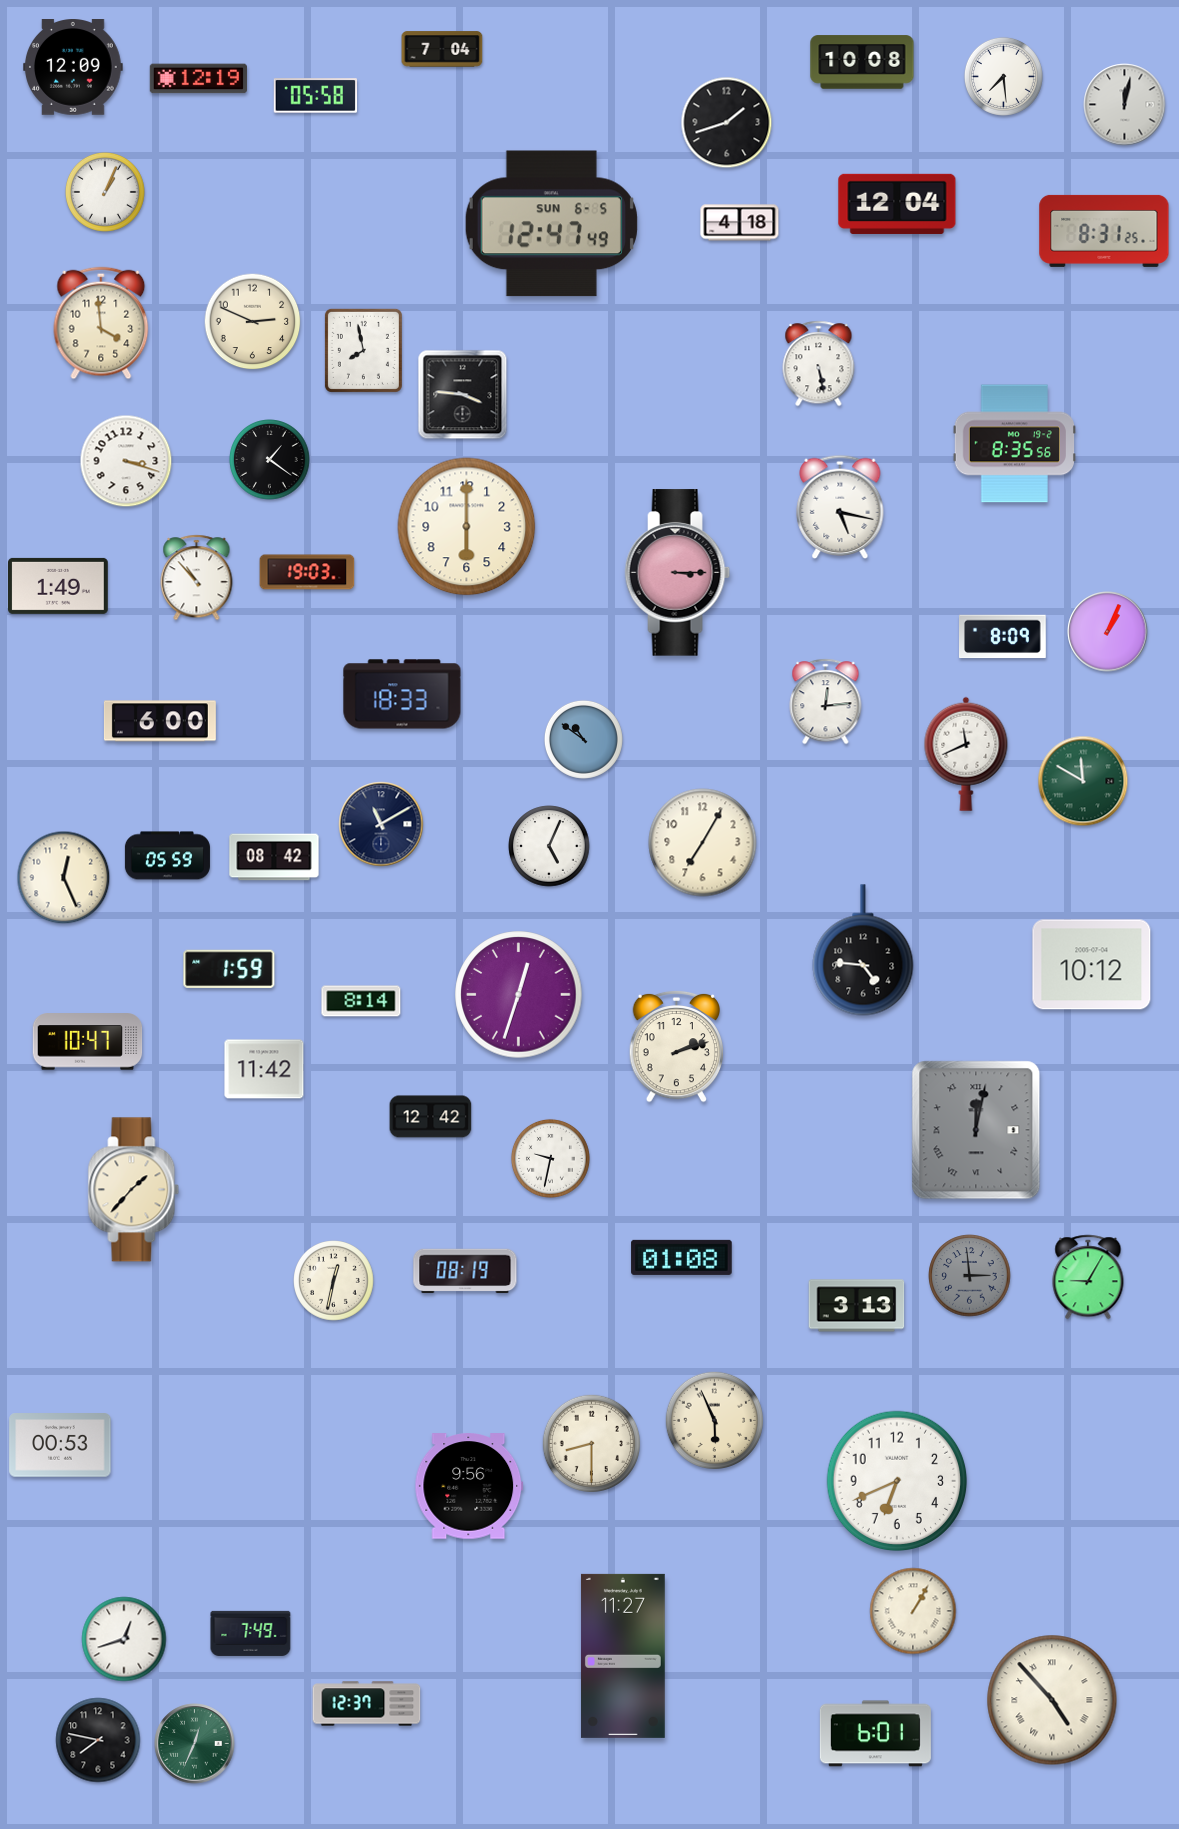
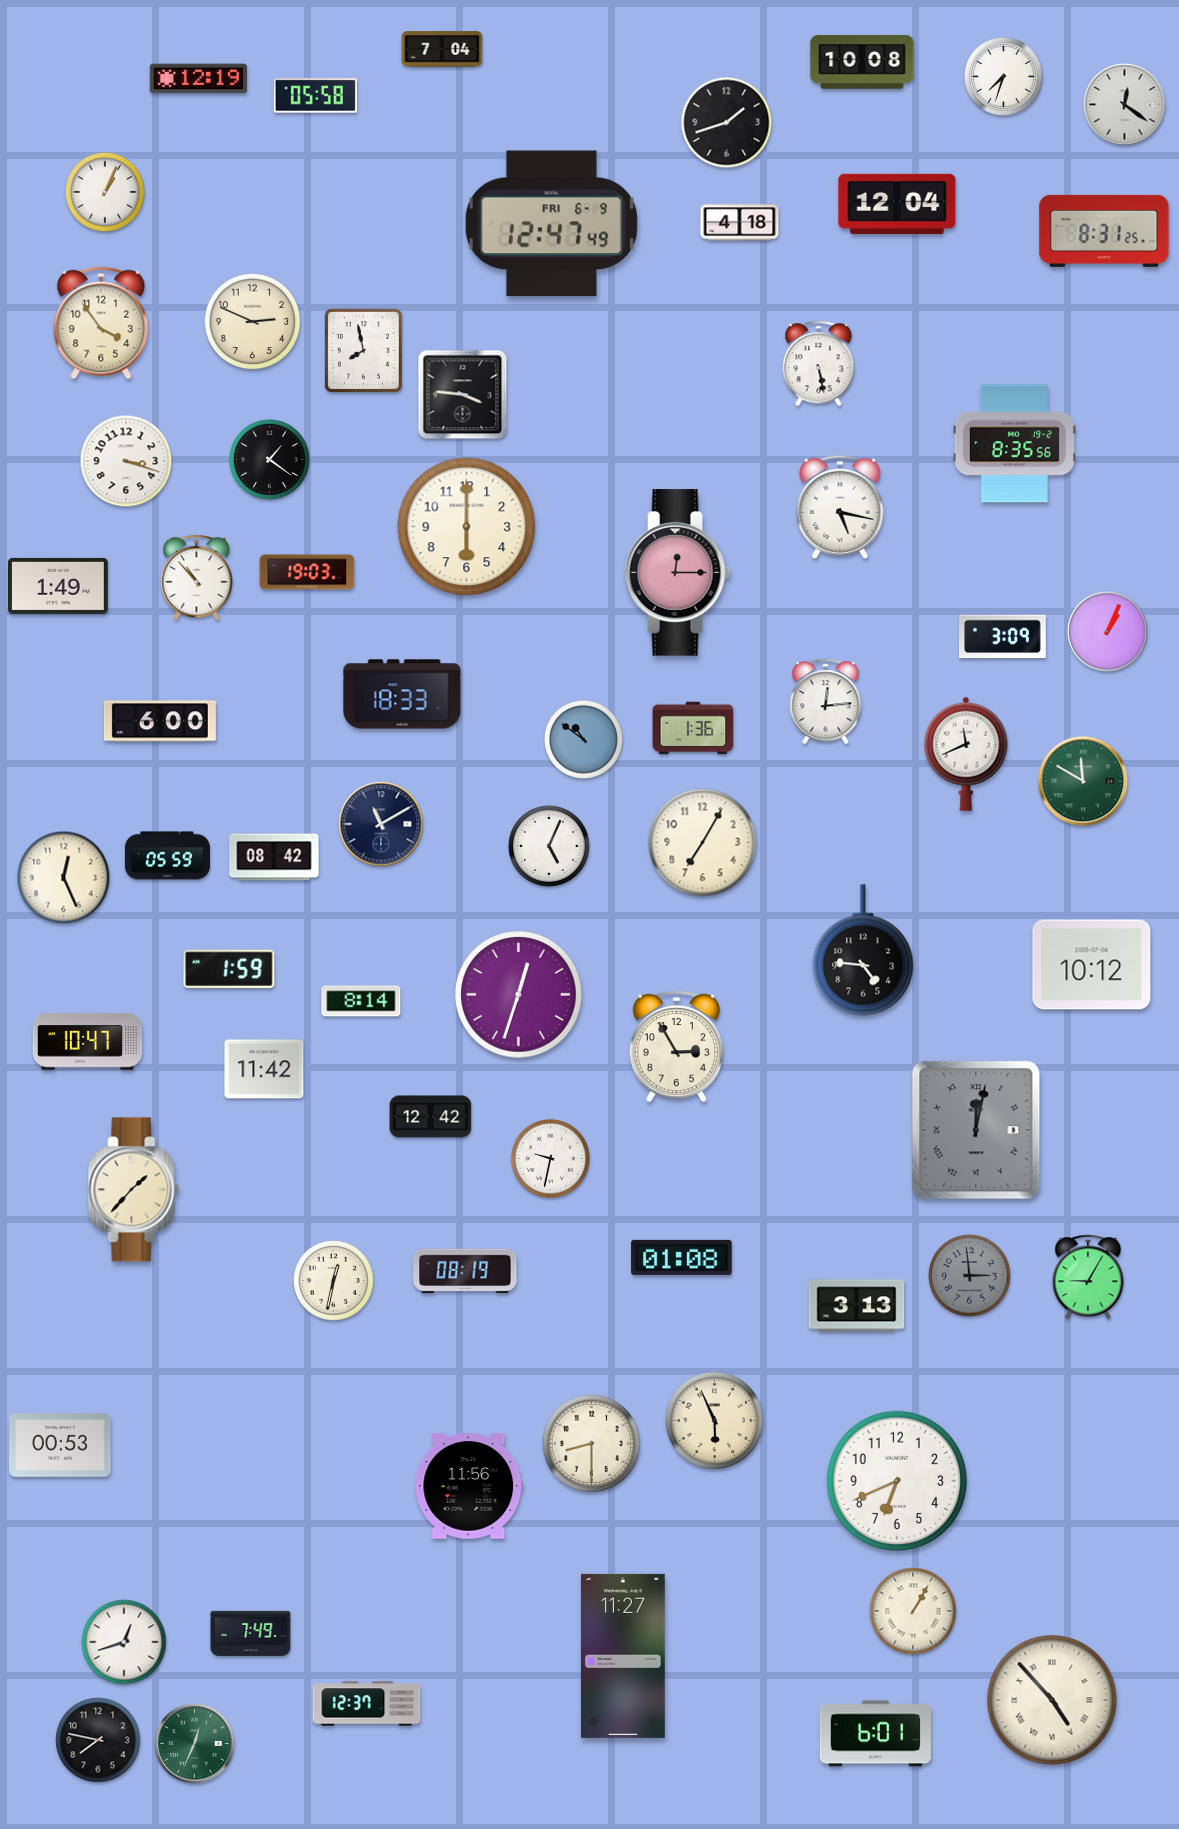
clock at (74, 68): 12:09 -> none
clock at (1003, 76): 7:29 -> 7:33
clock at (1125, 105): 12:02 -> 12:21
clock at (551, 224) date: SUN 6-5 -> FRI 6-9
clock at (101, 323): 3:59 -> 3:54
clock at (678, 573): 3:15 -> 12:15
clock at (1003, 637): 8:09 -> 3:09
clock at (693, 728): none -> 1:36
clock at (676, 1046): 2:12 -> 2:55
clock at (469, 1486): 9:56 -> 11:56
clock at (124, 1639) position: (124, 1639) -> (124, 1642)
